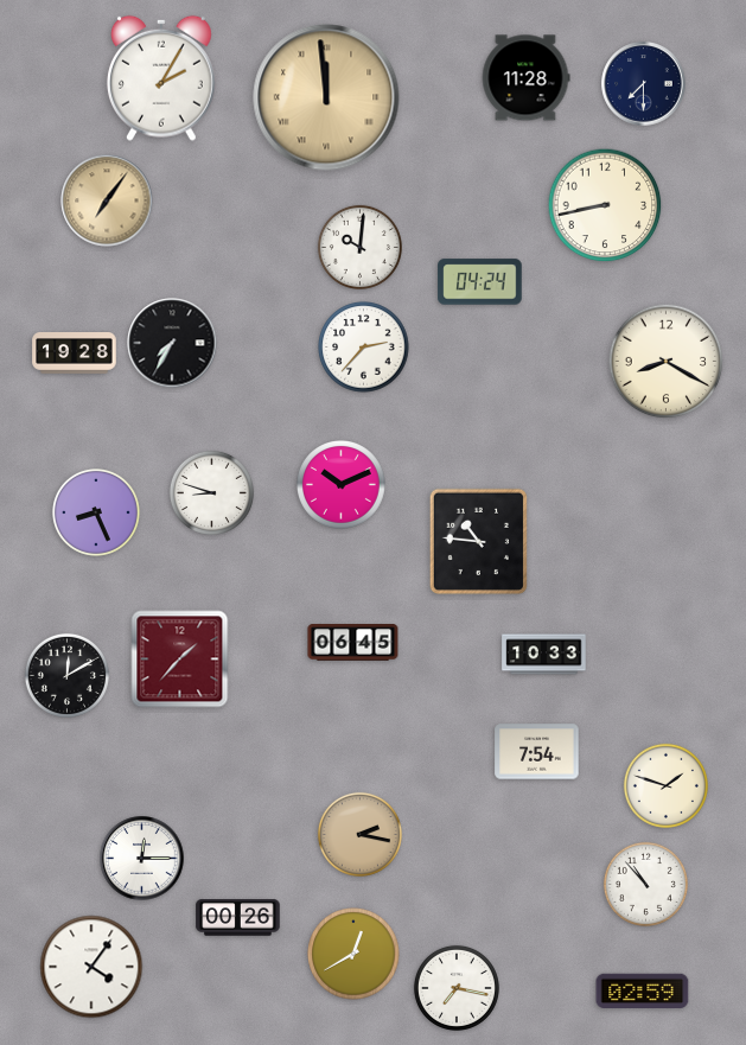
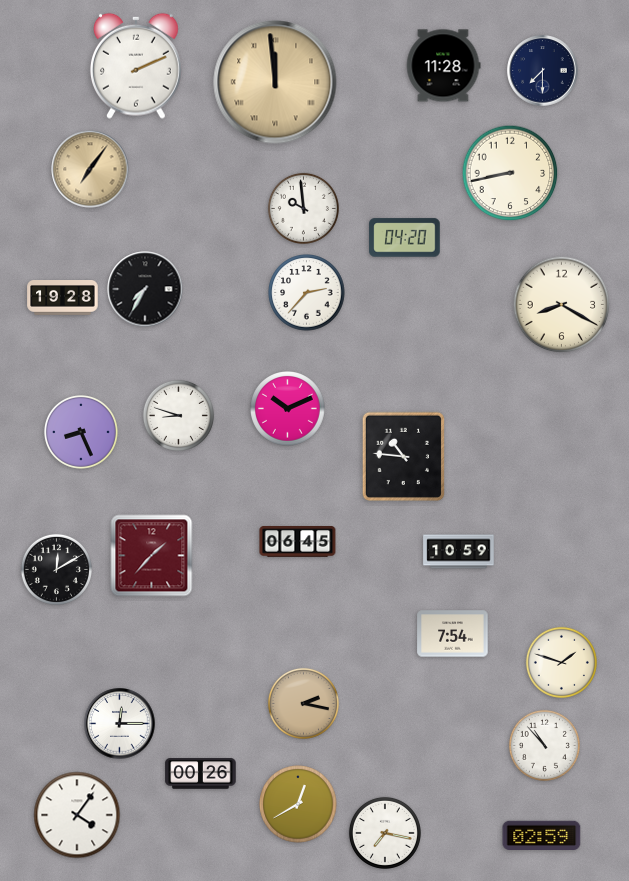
clock at (161, 78): 2:05 -> 2:11
clock at (359, 247): 10:01 -> 9:59
clock at (480, 282): 04:24 -> 04:20
clock at (544, 655): 10:33 -> 10:59
